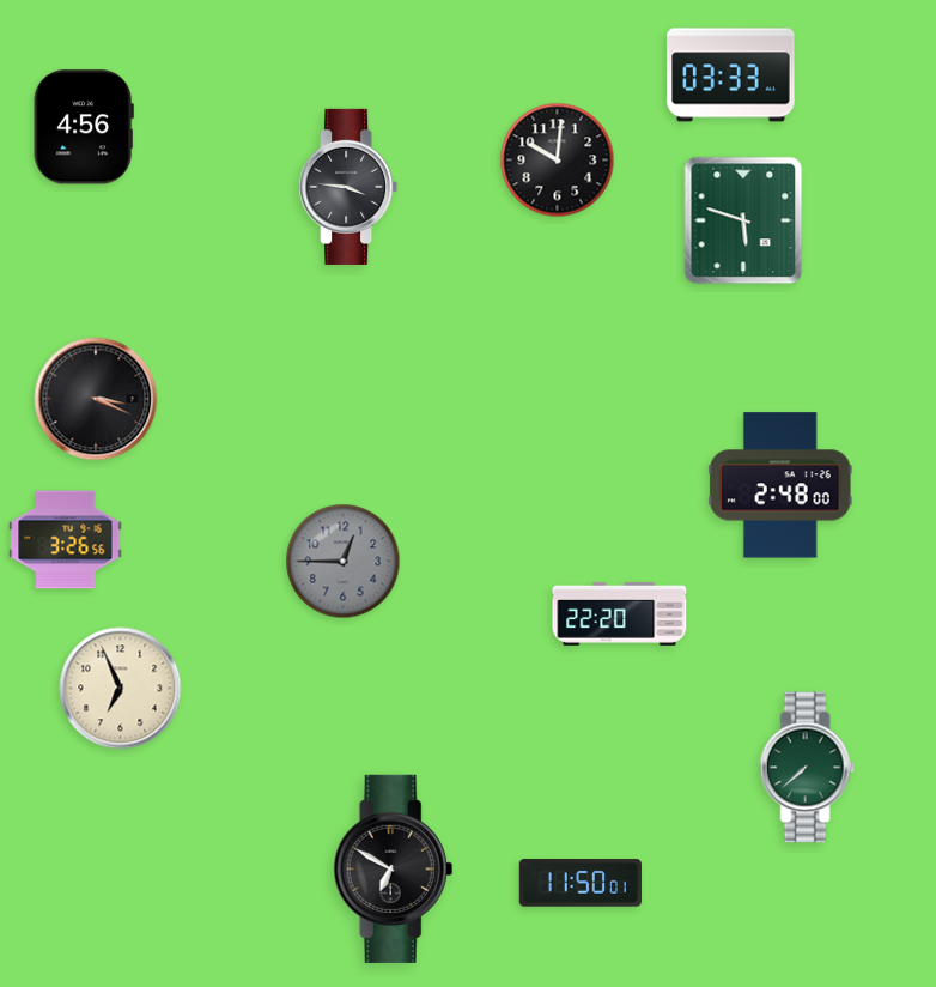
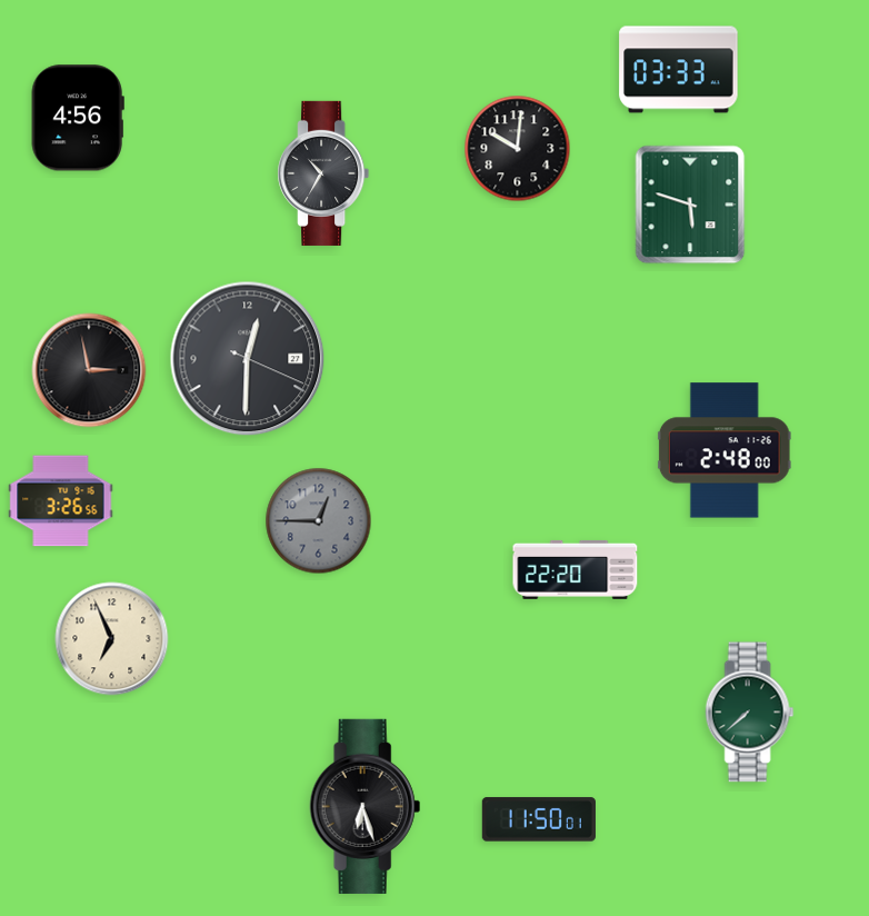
clock at (348, 187): 3:46 -> 10:35
clock at (248, 359): none -> 12:30
clock at (96, 399): 3:19 -> 2:58
clock at (394, 868): 6:50 -> 6:27
